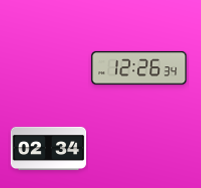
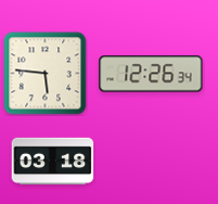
clock at (46, 74): none -> 5:46
clock at (49, 149): 02:34 -> 03:18
